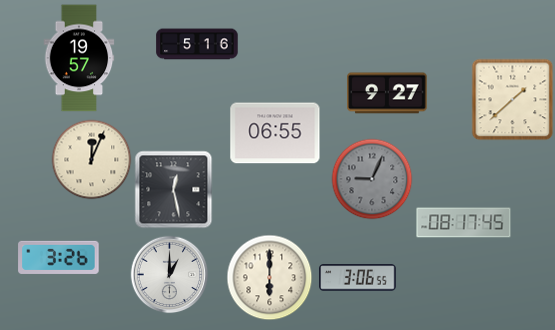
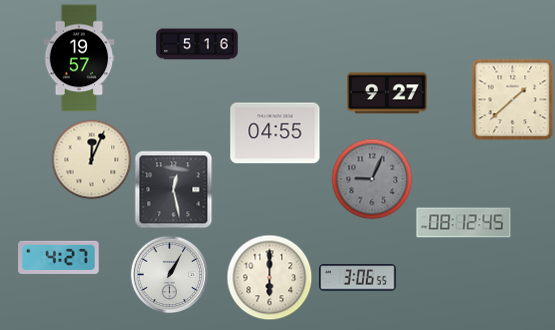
clock at (275, 133): 06:55 -> 04:55
clock at (464, 223): 08:17 -> 08:12
clock at (59, 257): 3:26 -> 4:27
clock at (169, 274): 1:00 -> 1:05
